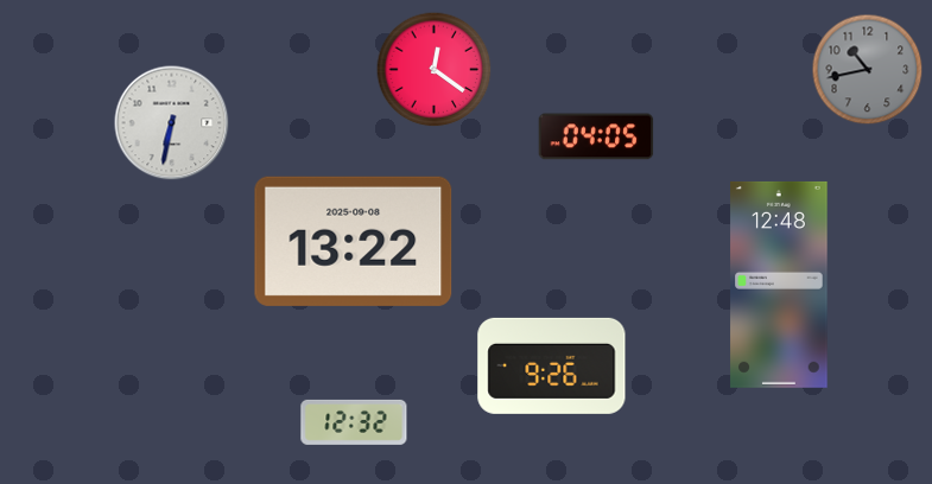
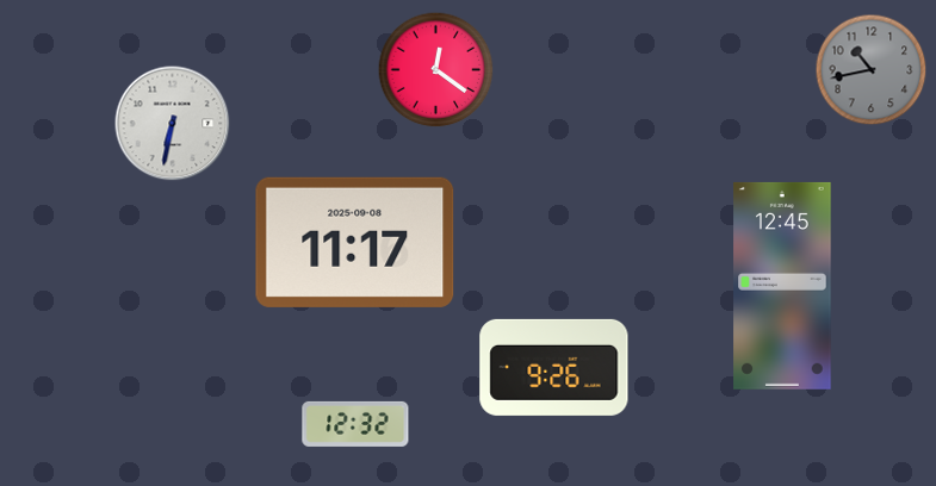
clock at (596, 136): 04:05 -> none
clock at (354, 241): 13:22 -> 11:17
clock at (779, 285): 12:48 -> 12:45
